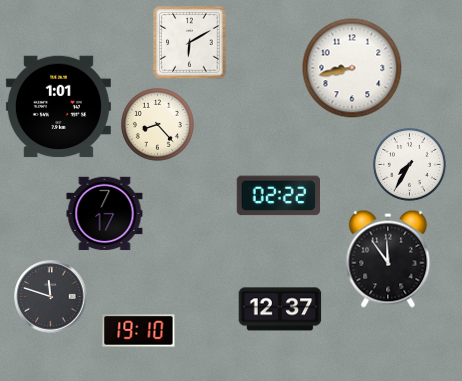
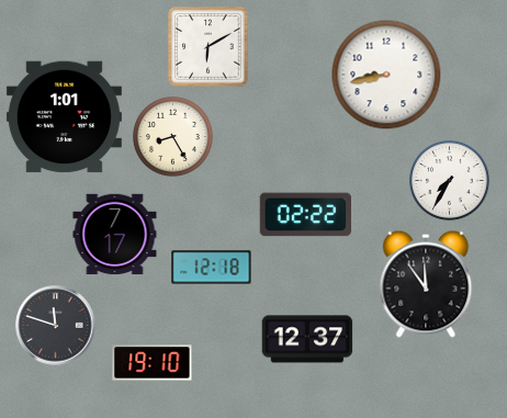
clock at (157, 124): 8:23 -> 8:25
clock at (212, 268): none -> 12:18
